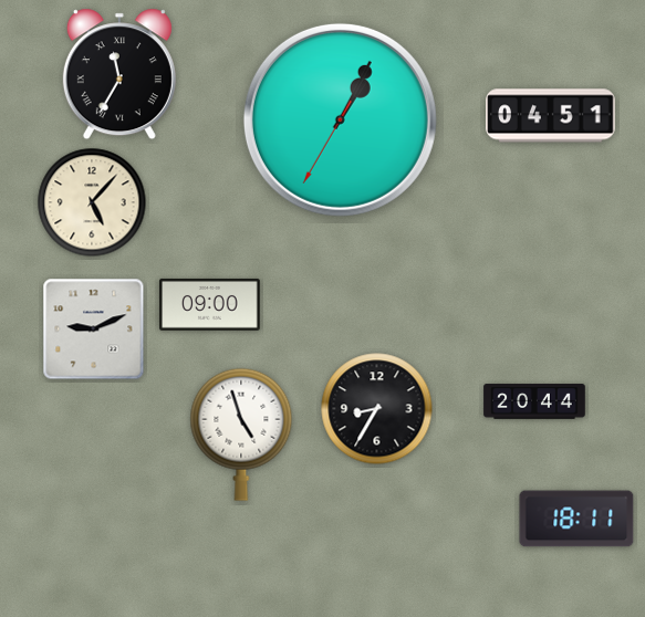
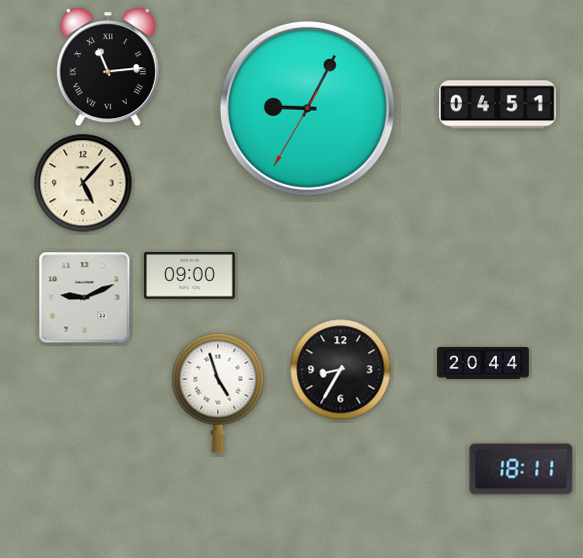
clock at (119, 74): 11:35 -> 11:14
clock at (340, 119): 1:04 -> 9:04
